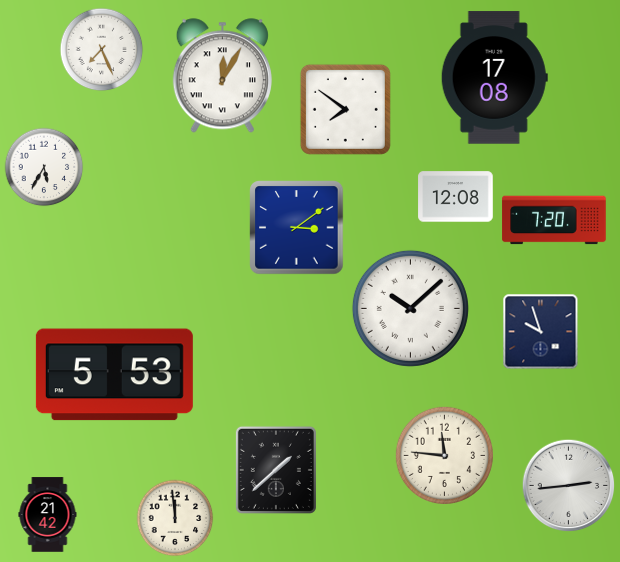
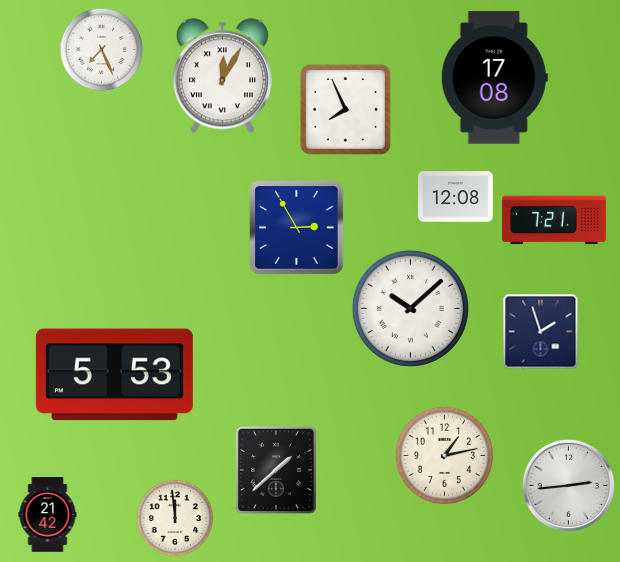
clock at (345, 109): 7:51 -> 7:56
clock at (44, 167): 5:35 -> none
clock at (554, 220): 7:20 -> 7:21
clock at (297, 228): 3:09 -> 2:55
clock at (541, 332): 9:57 -> 1:57
clock at (444, 455): 11:46 -> 1:13
